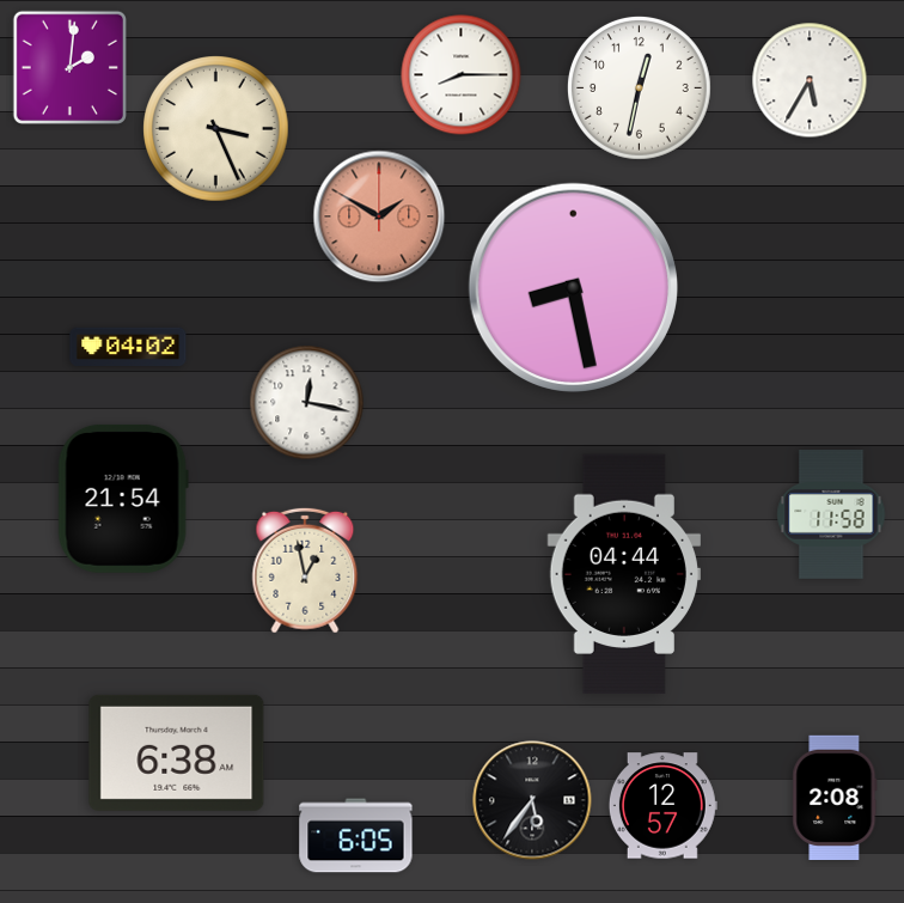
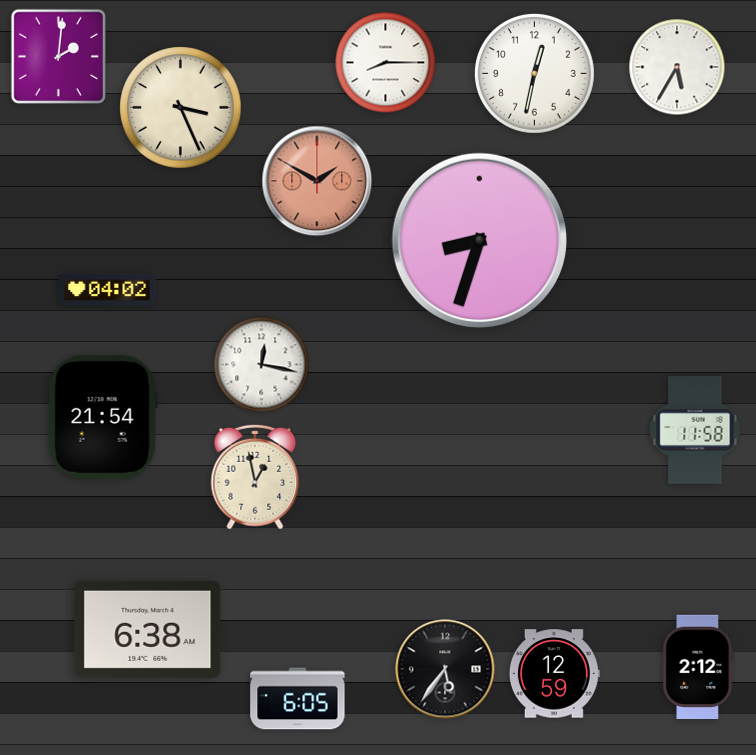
clock at (573, 287): 8:28 -> 8:33
clock at (307, 403) position: (307, 403) -> (262, 365)
clock at (624, 574): 04:44 -> none
clock at (835, 797): 2:08 -> 2:12
clock at (662, 806): 12:57 -> 12:59
